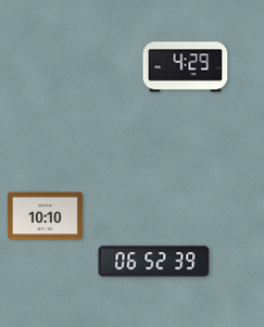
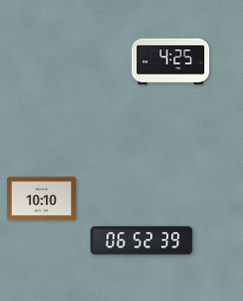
clock at (186, 67): 4:29 -> 4:25
